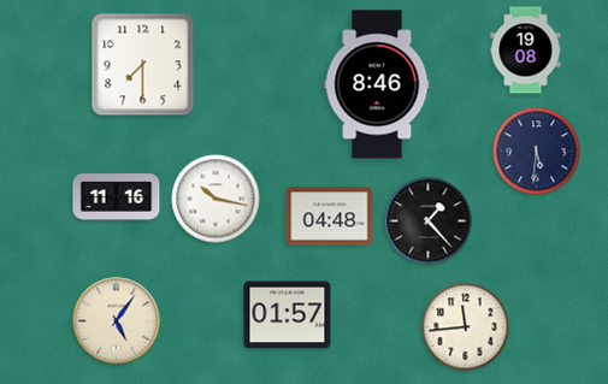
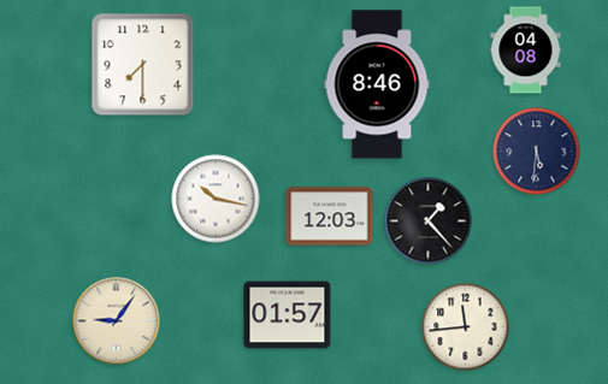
clock at (526, 51): 19:08 -> 04:08
clock at (117, 197): 11:16 -> none
clock at (330, 217): 04:48 -> 12:03
clock at (117, 321): 5:06 -> 9:06
